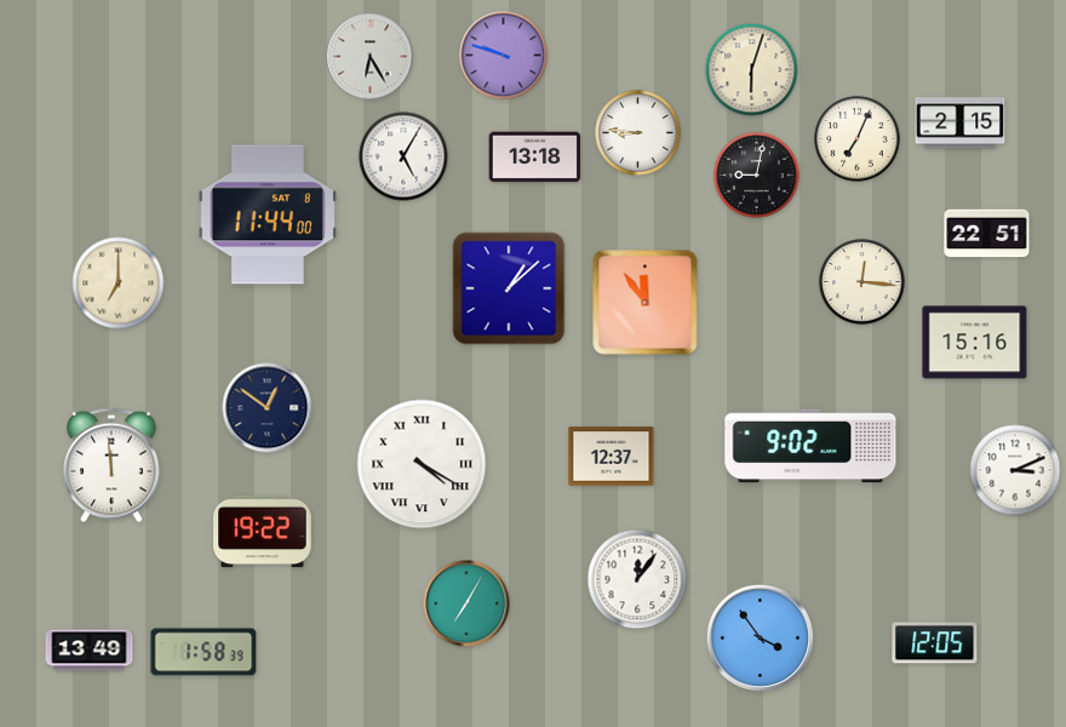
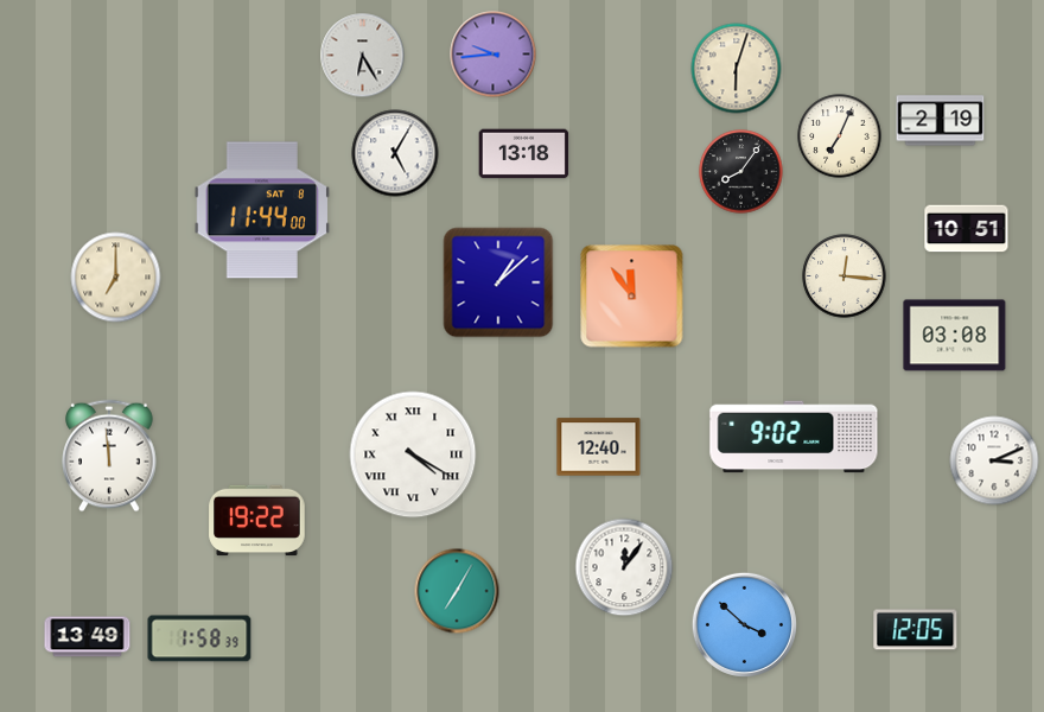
clock at (504, 56): 9:48 -> 9:44
clock at (961, 124): 2:15 -> 2:19
clock at (638, 133): 8:46 -> none
clock at (757, 176): 9:02 -> 8:06
clock at (987, 234): 22:51 -> 10:51
clock at (975, 343): 15:16 -> 03:08
clock at (268, 408): 12:51 -> none
clock at (612, 457): 12:37 -> 12:40
clock at (760, 637): 3:54 -> 3:52
